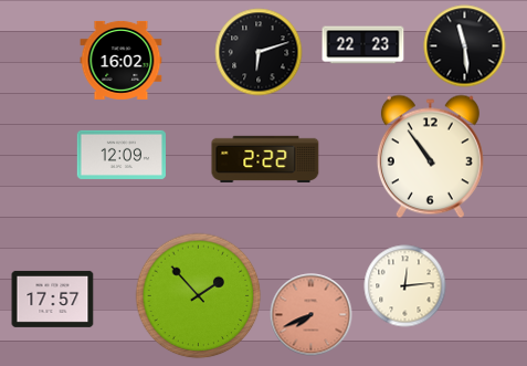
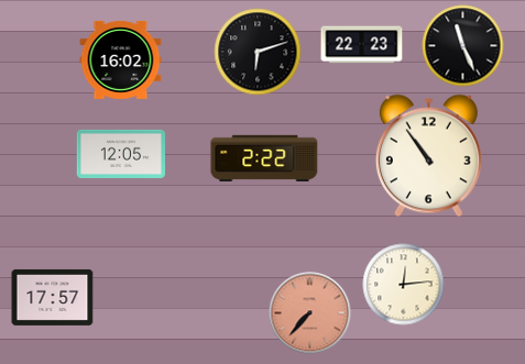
clock at (465, 46): 11:29 -> 11:26
clock at (120, 155): 12:09 -> 12:05
clock at (199, 296): 1:53 -> none
clock at (312, 315): 7:41 -> 7:37
